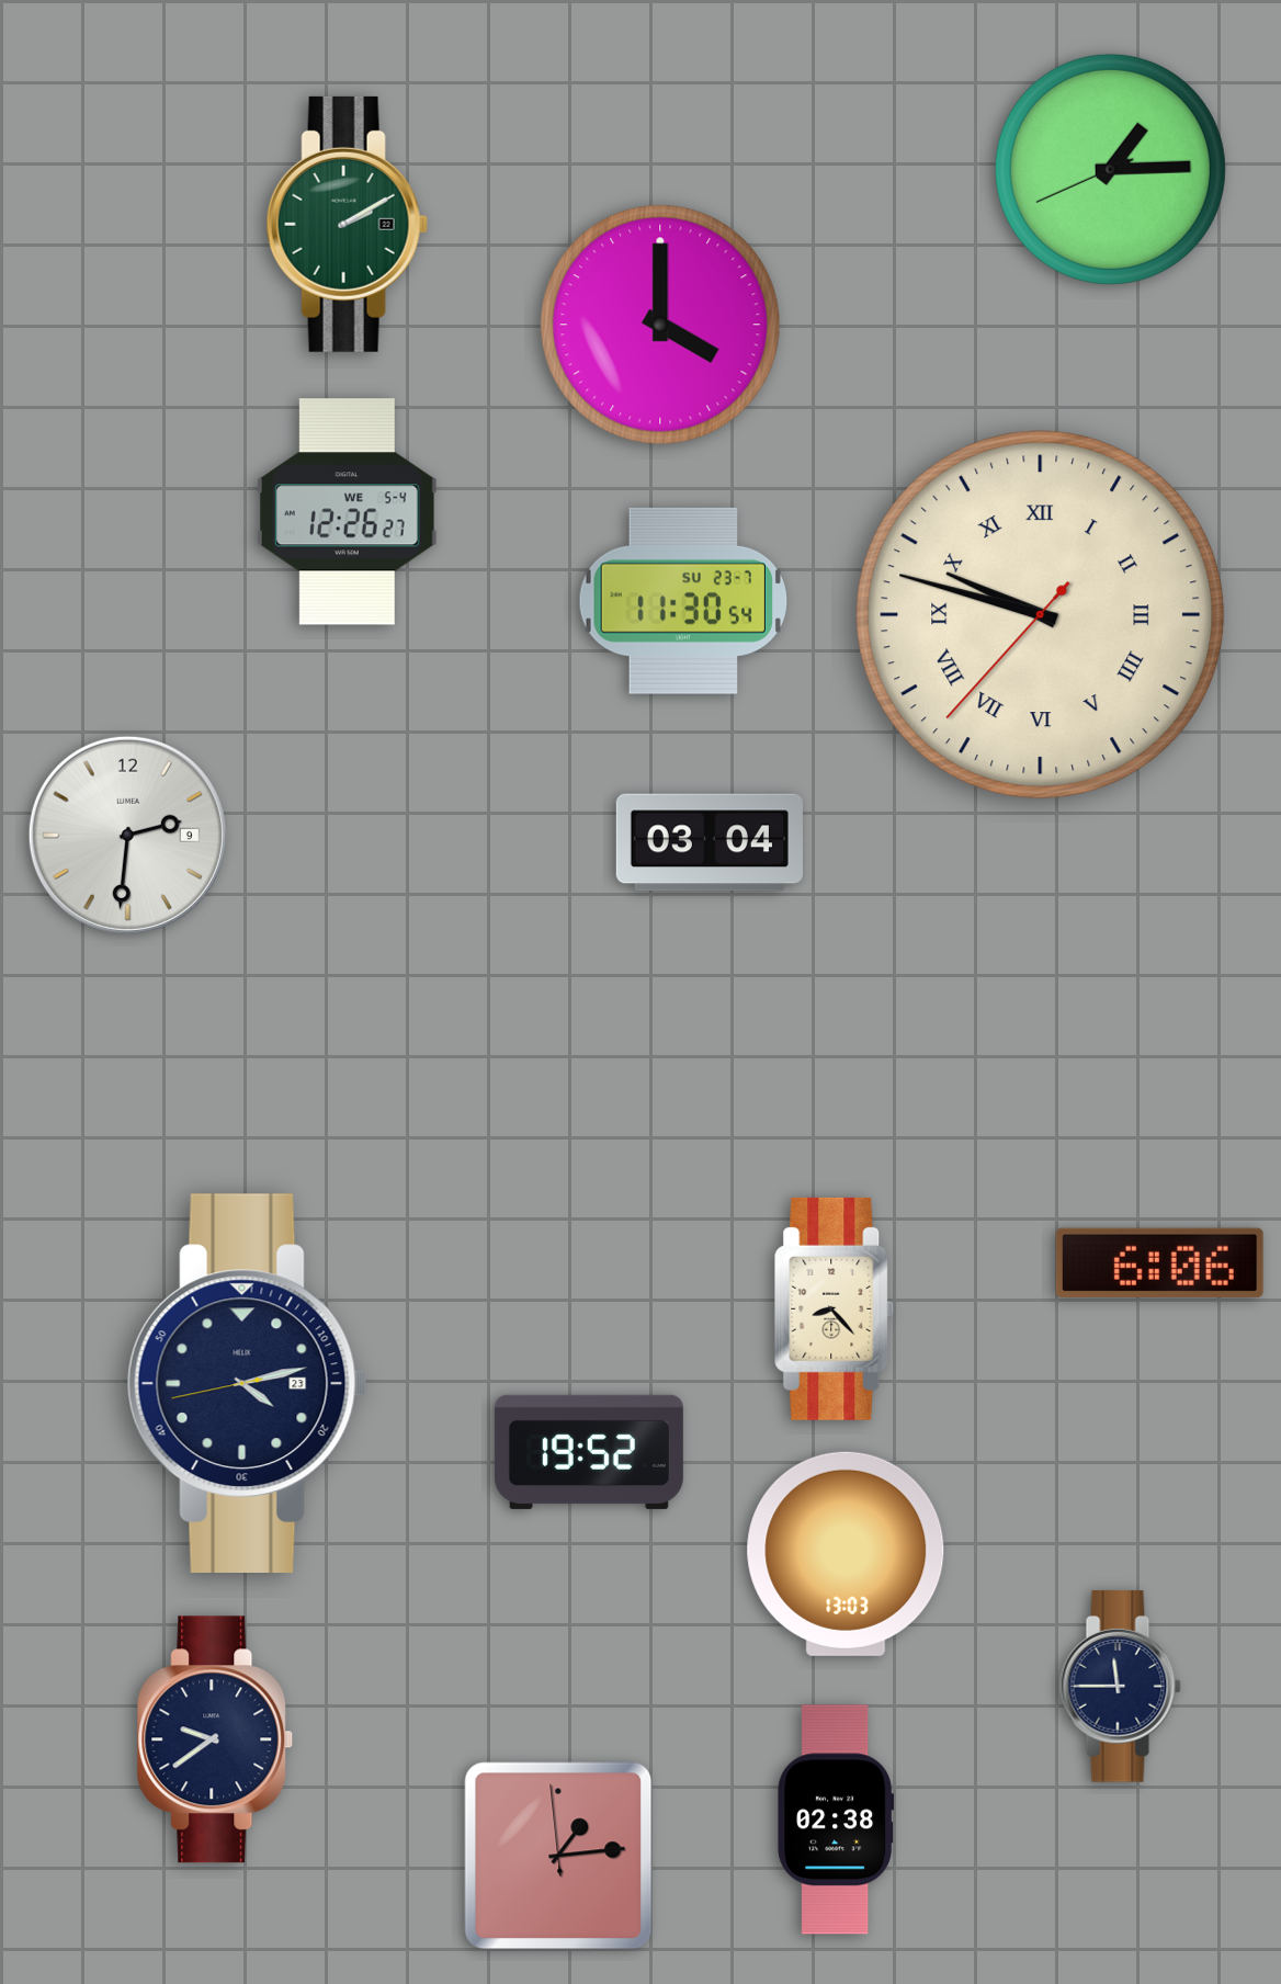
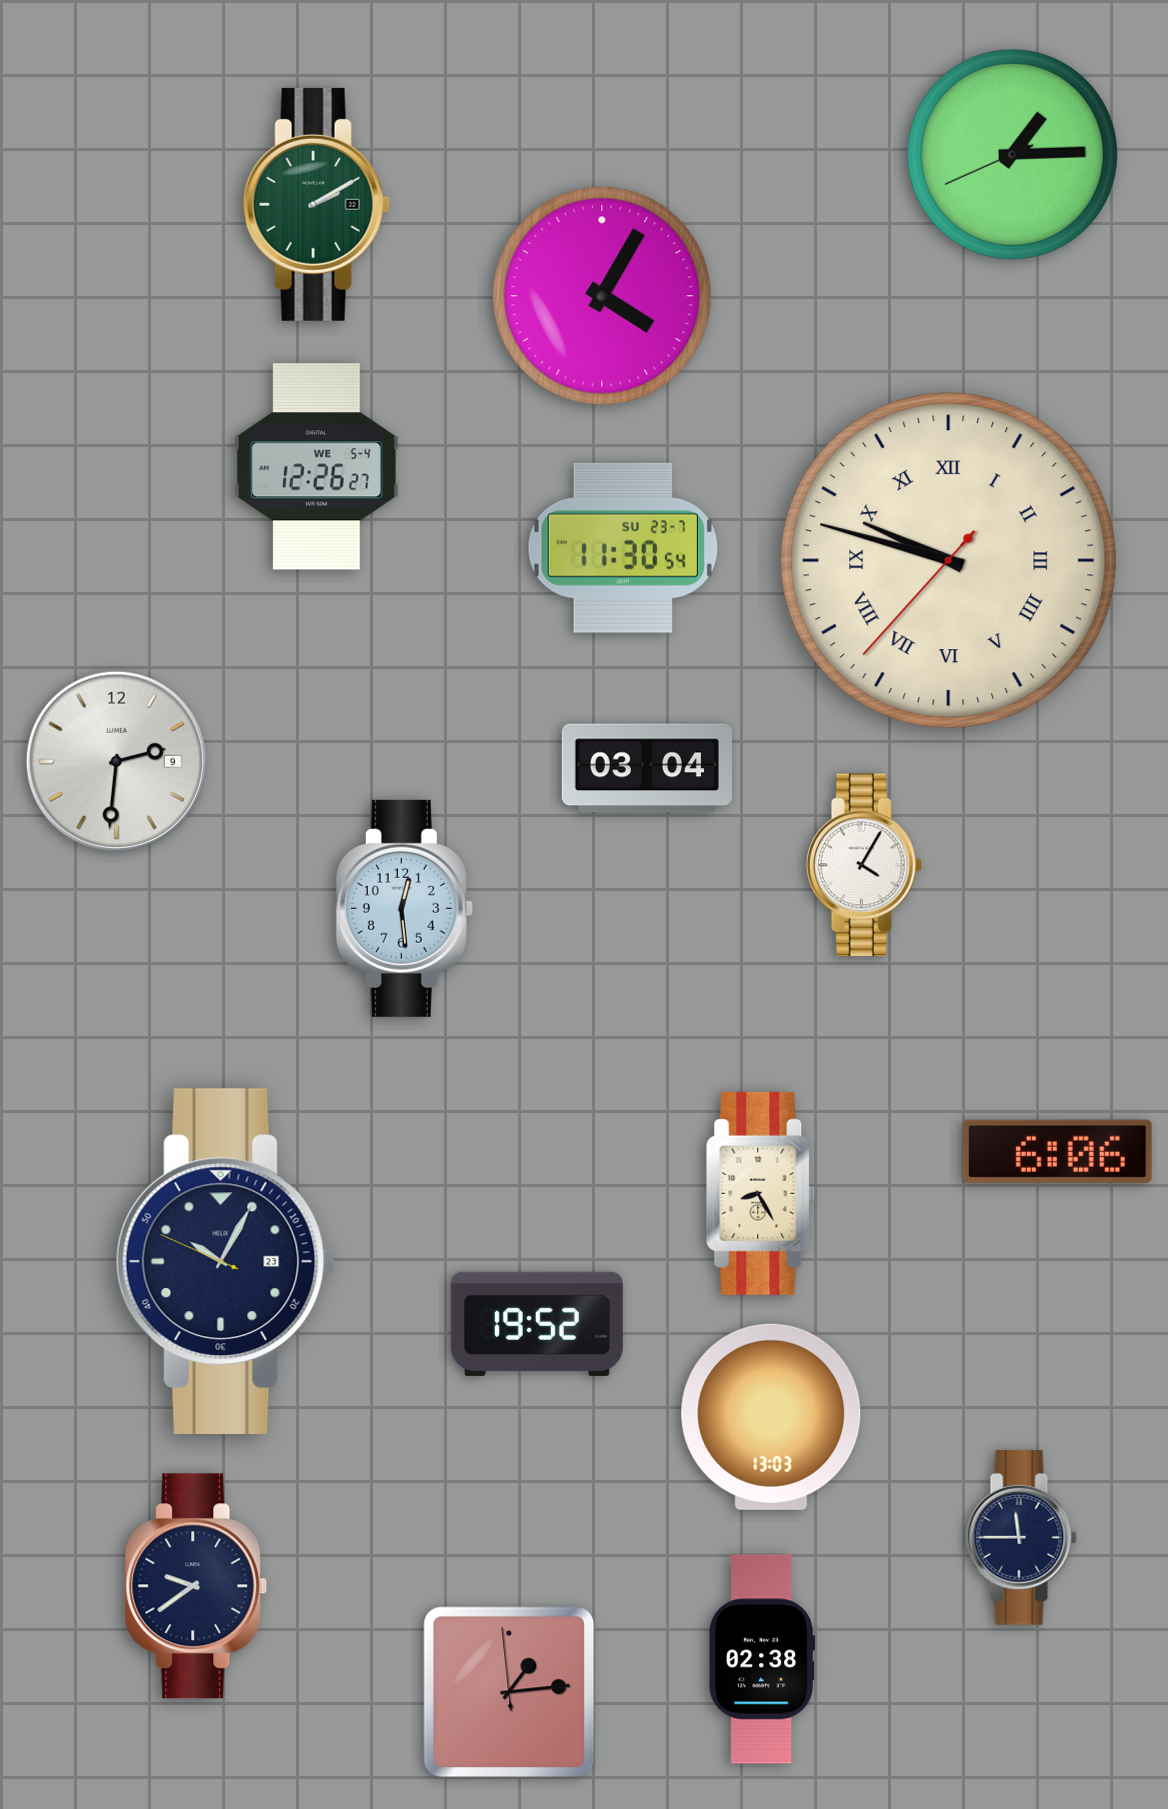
clock at (660, 325): 4:00 -> 4:05
clock at (864, 865): none -> 4:05
clock at (404, 908): none -> 12:29
clock at (835, 1308): 8:23 -> 8:25
clock at (247, 1383): 4:12 -> 10:04
